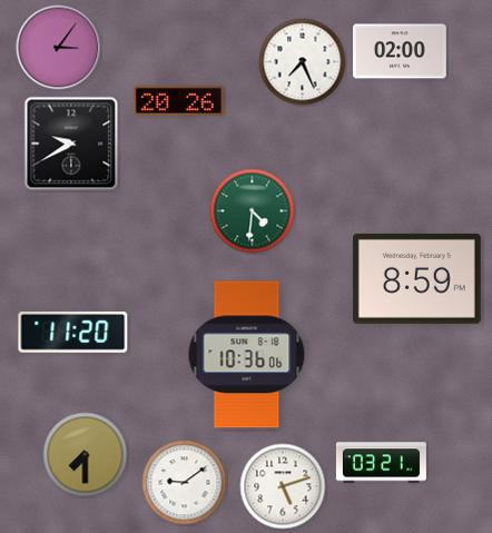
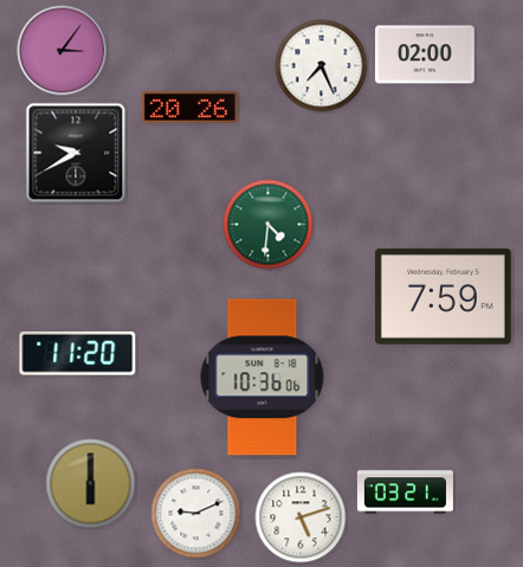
clock at (416, 278): 8:59 -> 7:59
clock at (86, 455): 7:30 -> 6:00
clock at (185, 483): 9:09 -> 9:11
